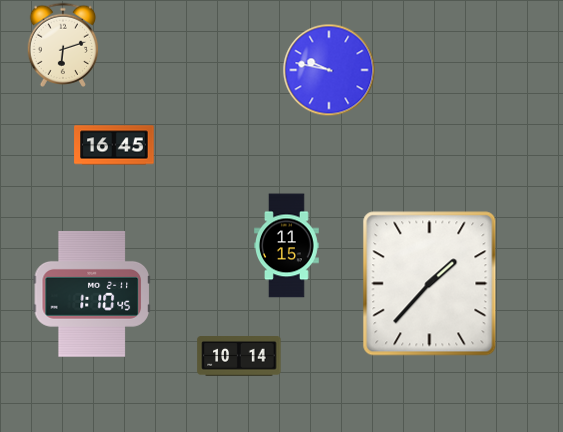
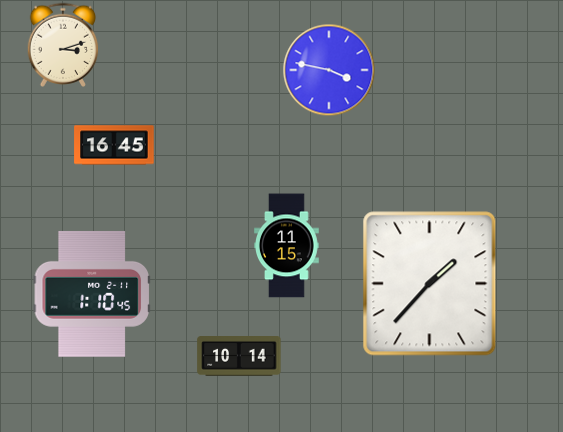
clock at (63, 45): 6:12 -> 3:12
clock at (329, 70): 9:47 -> 3:47
